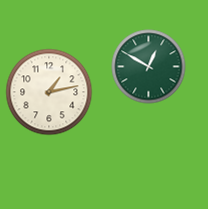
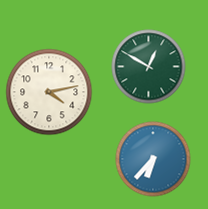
clock at (49, 92): 1:13 -> 4:13
clock at (153, 159): none -> 6:37
